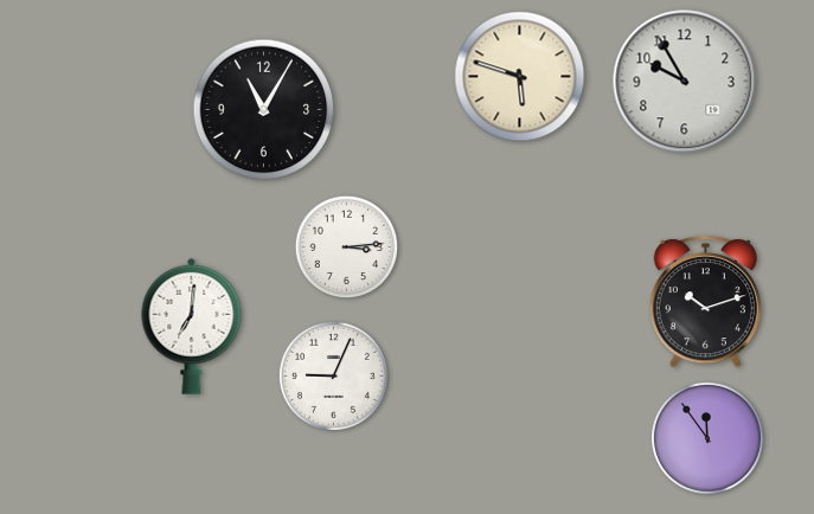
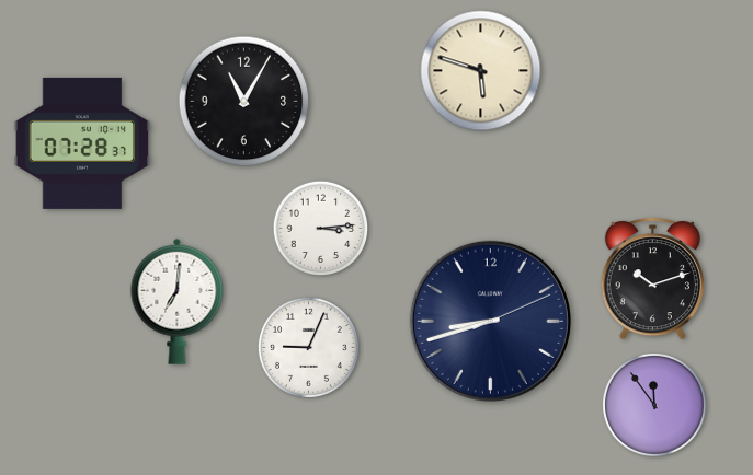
clock at (685, 82): 9:55 -> none
clock at (82, 143): none -> 07:28
clock at (490, 321): none -> 8:42
